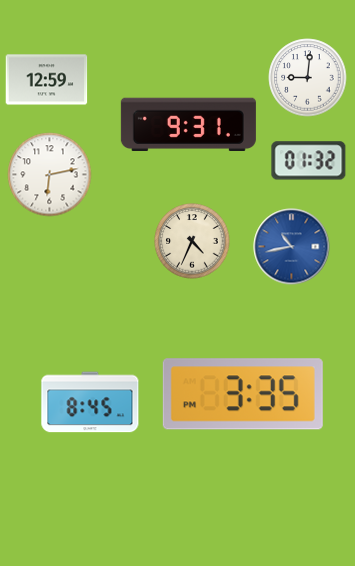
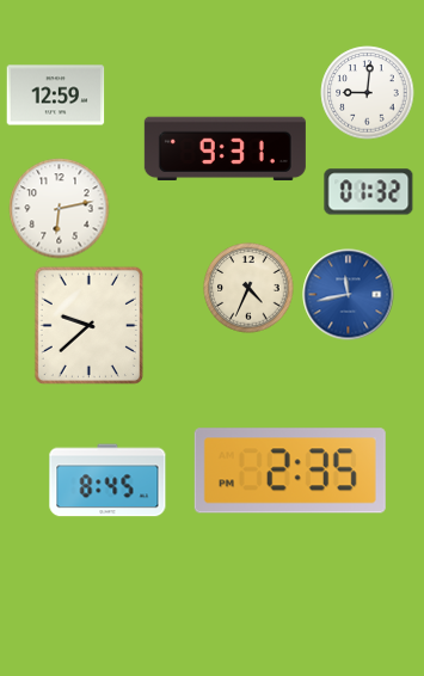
clock at (192, 241) position: (192, 241) -> (248, 288)
clock at (292, 247): 10:43 -> 11:43
clock at (88, 325): none -> 9:38
clock at (243, 394): 3:35 -> 2:35
